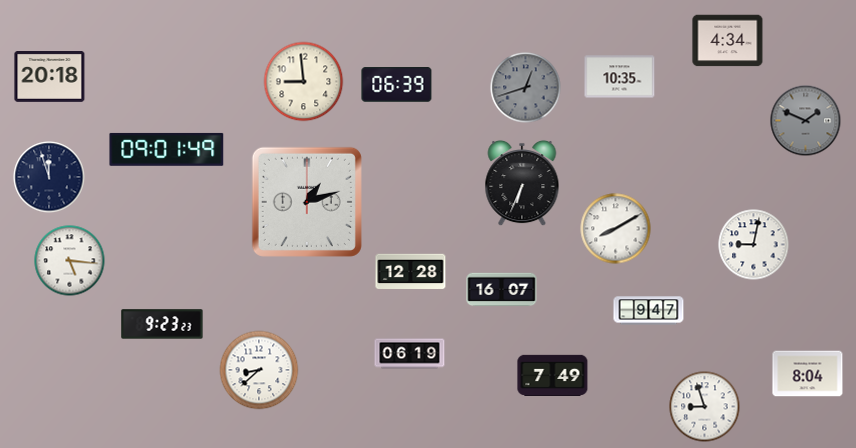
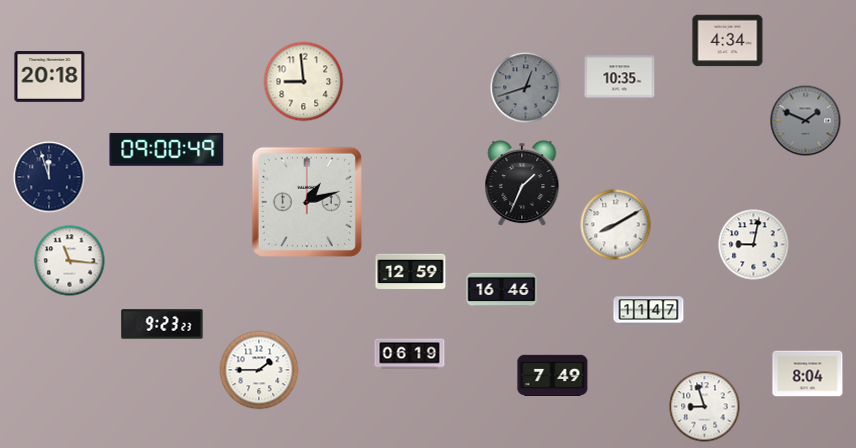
clock at (397, 85): 06:39 -> none
clock at (167, 149): 09:01 -> 09:00
clock at (522, 183): 6:34 -> 1:34
clock at (616, 229) position: (616, 229) -> (616, 225)
clock at (70, 261): 5:16 -> 11:16
clock at (411, 272): 12:28 -> 12:59
clock at (502, 290): 16:07 -> 16:46
clock at (649, 311): 9:47 -> 11:47
clock at (259, 370): 8:38 -> 1:45
